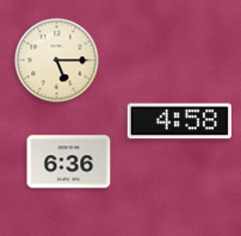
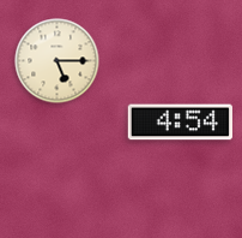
clock at (179, 122): 4:58 -> 4:54
clock at (69, 162): 6:36 -> none
